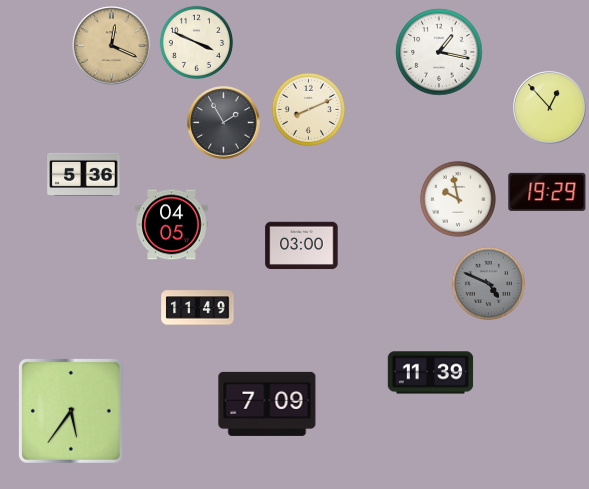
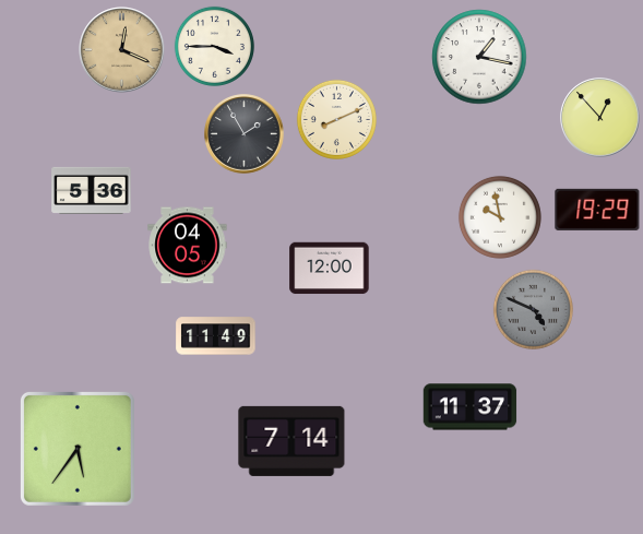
clock at (196, 42): 3:49 -> 3:45
clock at (302, 246): 03:00 -> 12:00
clock at (431, 373): 11:39 -> 11:37
clock at (267, 404): 7:09 -> 7:14
